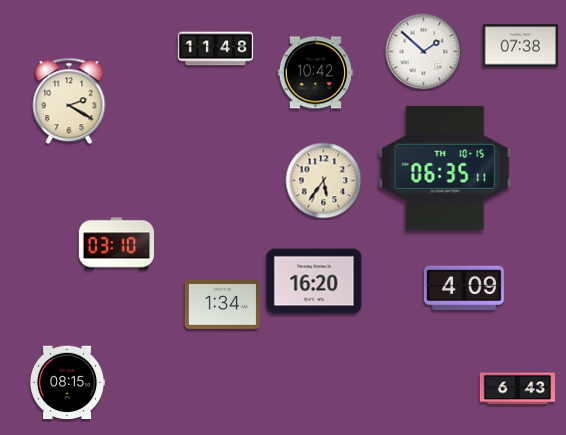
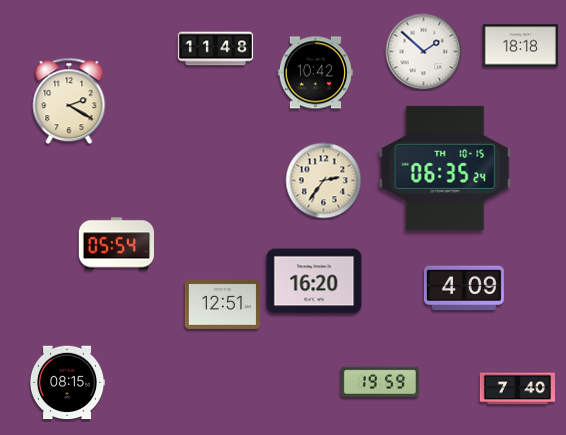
clock at (520, 46): 07:38 -> 18:18
clock at (445, 168): 06:35:11 -> 06:35:24
clock at (324, 181): 5:36 -> 2:36
clock at (116, 244): 03:10 -> 05:54
clock at (222, 304): 1:34 -> 12:51
clock at (380, 381): none -> 19:59
clock at (518, 389): 6:43 -> 7:40
